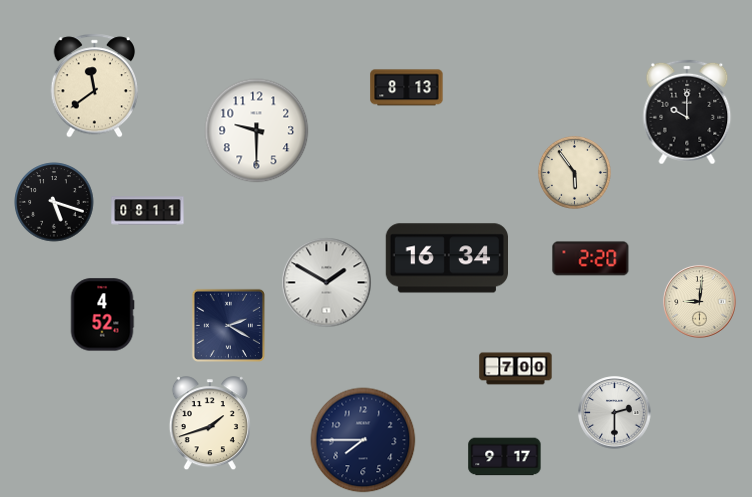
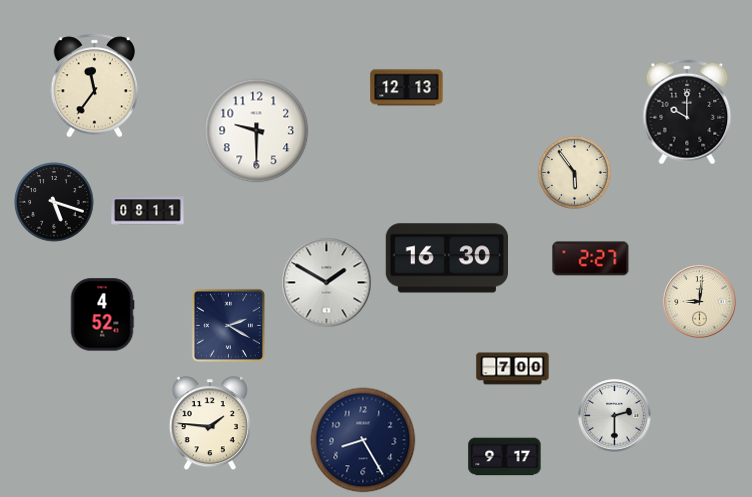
clock at (95, 86): 11:39 -> 11:36
clock at (407, 88): 8:13 -> 12:13
clock at (446, 258): 16:34 -> 16:30
clock at (591, 259): 2:20 -> 2:27
clock at (516, 369) position: (516, 369) -> (513, 369)
clock at (615, 413) position: (615, 413) -> (615, 416)
clock at (210, 424): 1:42 -> 1:46
clock at (363, 440): 7:45 -> 8:25
